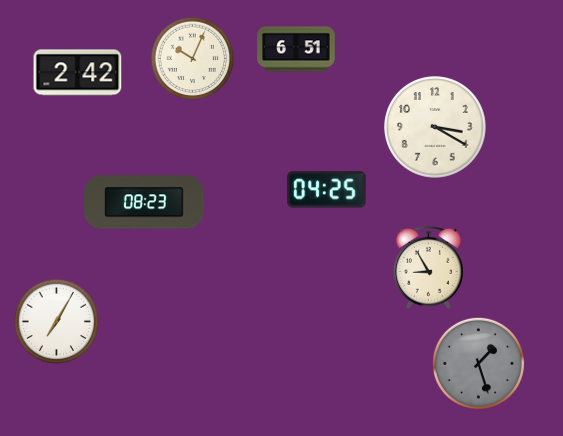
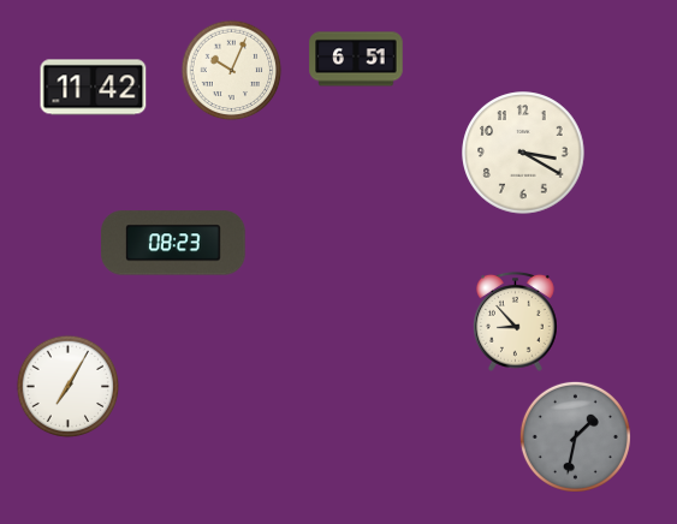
clock at (78, 73): 2:42 -> 11:42
clock at (327, 190): 04:25 -> none
clock at (429, 267): 8:55 -> 8:53
clock at (478, 363): 1:27 -> 1:32
